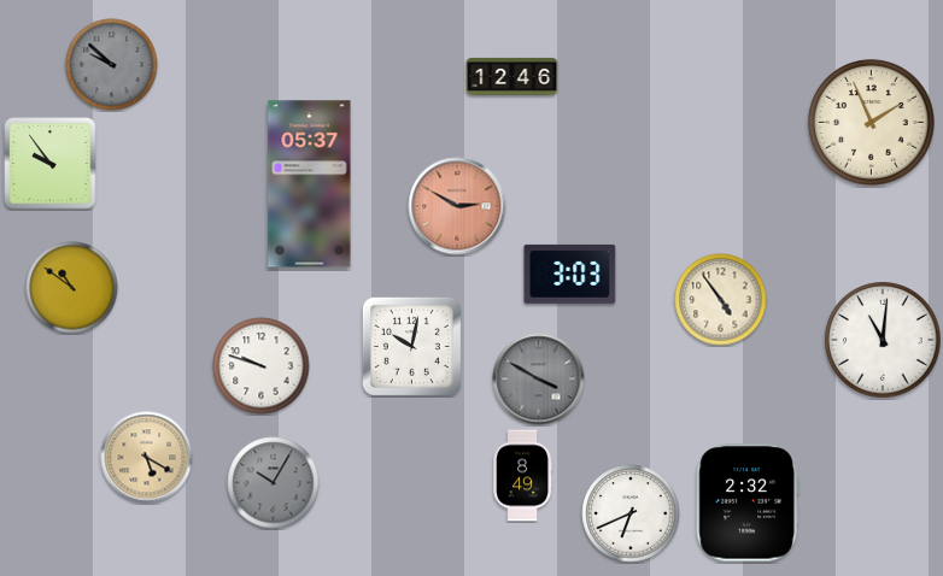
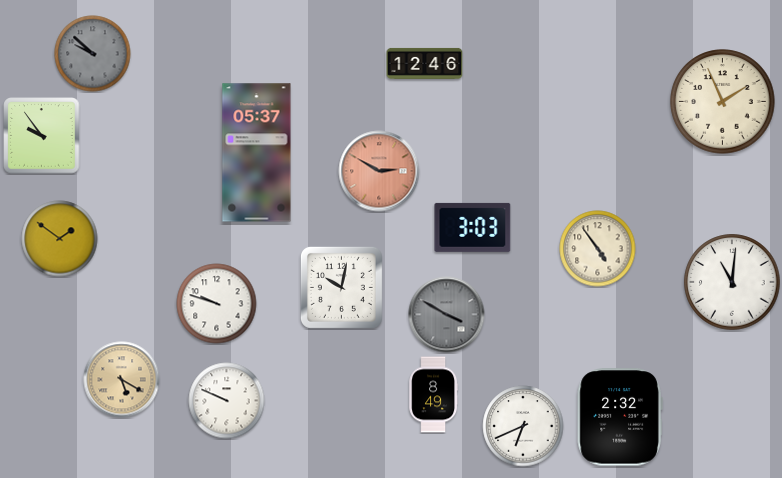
clock at (72, 288): 10:51 -> 1:51
clock at (274, 483): 10:05 -> 9:49
clock at (274, 483) dial: grey -> white
